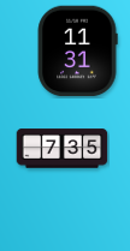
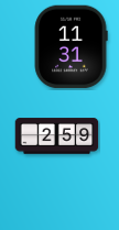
clock at (63, 149): 7:35 -> 2:59
